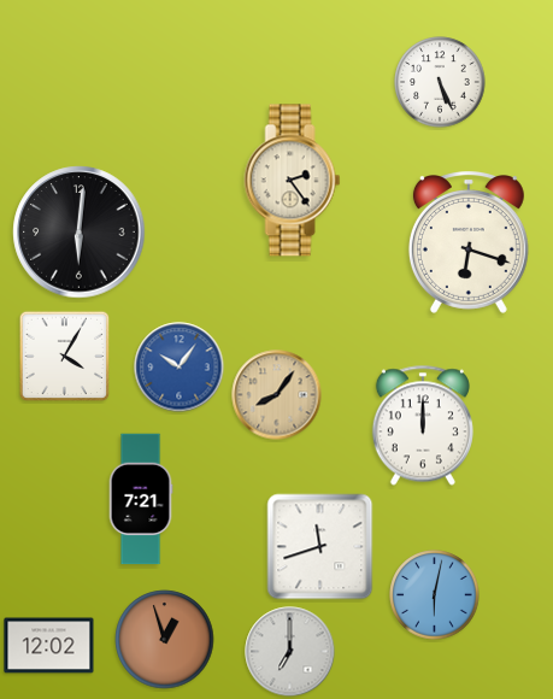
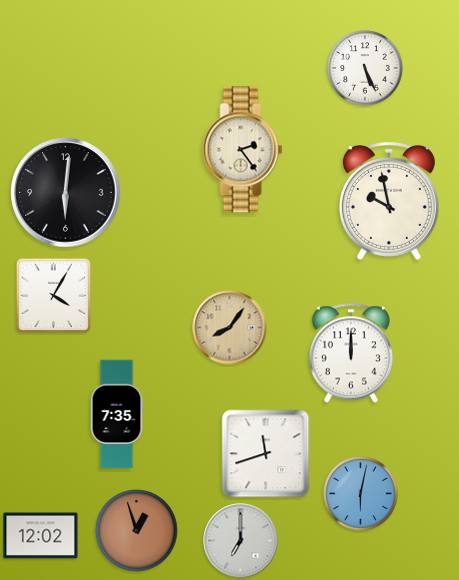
clock at (469, 243): 6:18 -> 9:58
clock at (180, 368): 10:06 -> none
clock at (141, 499): 7:21 -> 7:35
